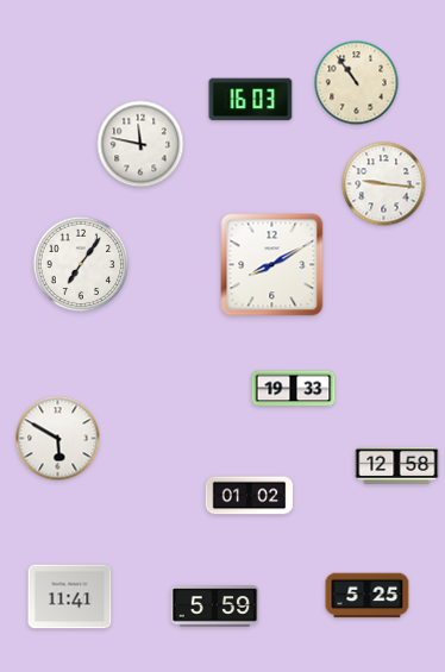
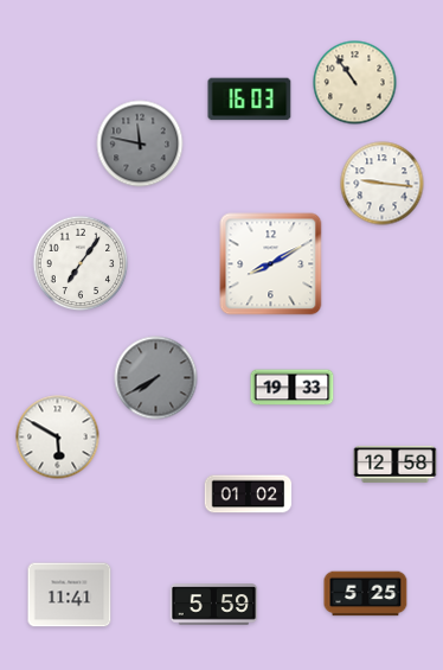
clock at (140, 144) dial: white -> grey
clock at (156, 378): none -> 7:40
